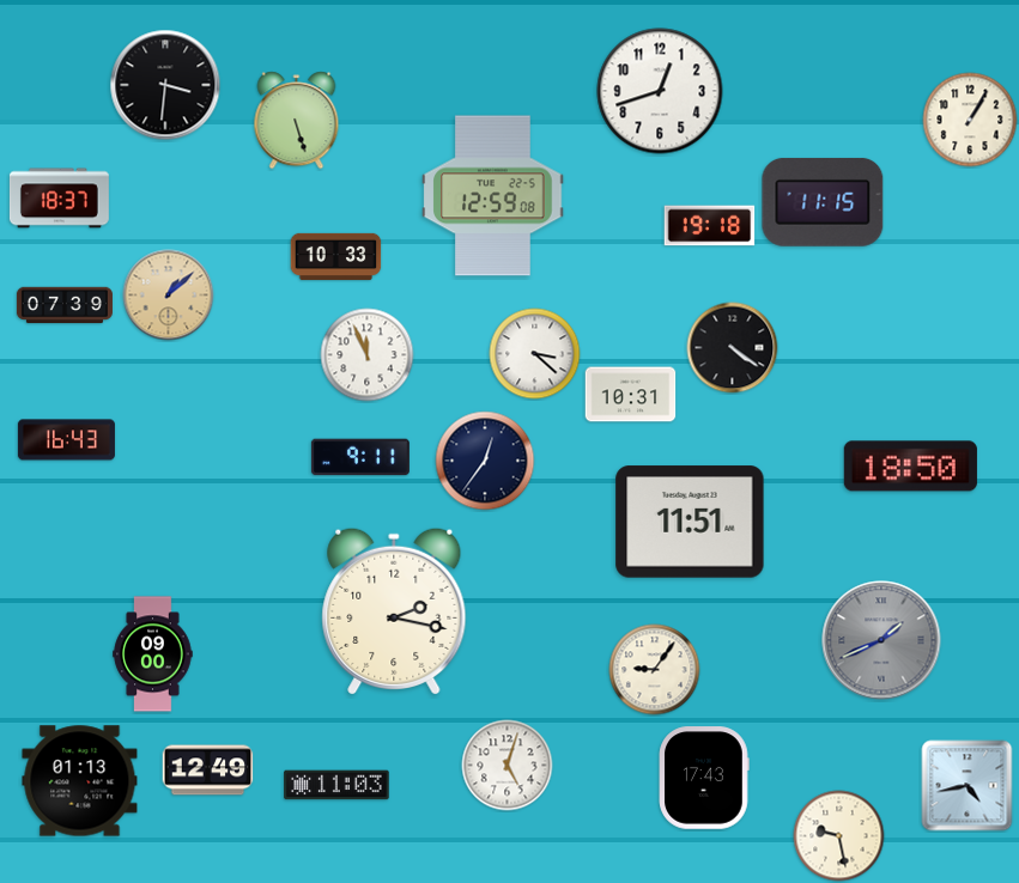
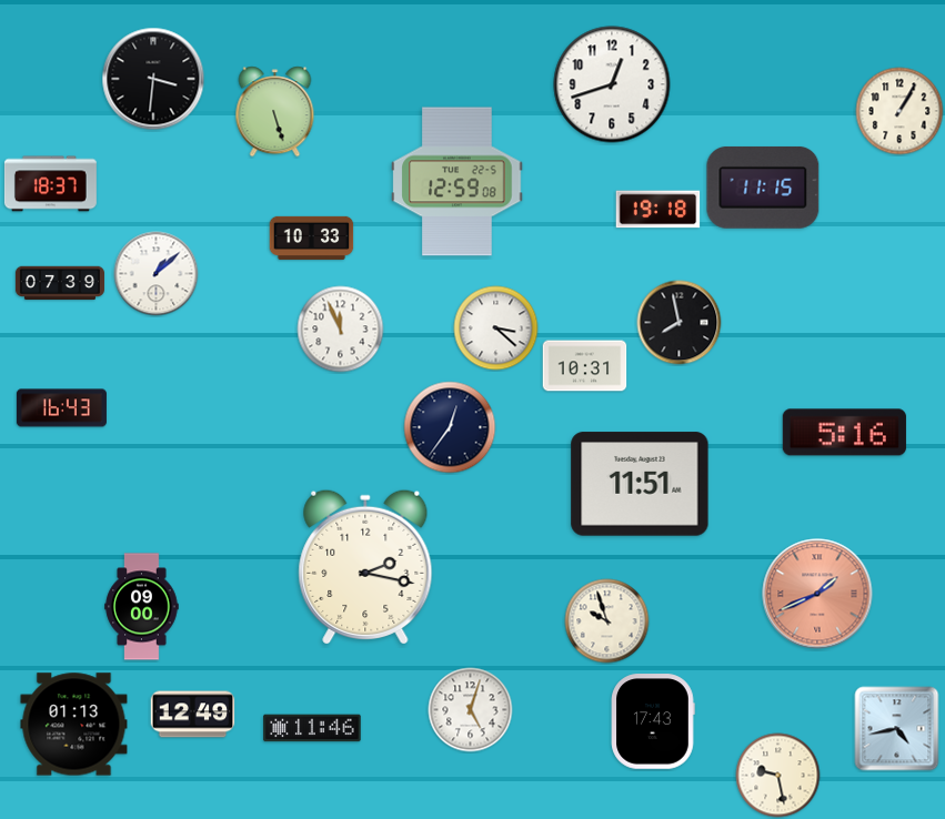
clock at (59, 199) position: (59, 199) -> (50, 184)
clock at (169, 296) dial: champagne -> white
clock at (733, 348): 4:21 -> 7:58
clock at (360, 457): 9:11 -> none
clock at (910, 467): 18:50 -> 5:16
clock at (881, 640) dial: grey -> salmon
clock at (655, 670): 9:06 -> 9:57
clock at (336, 785): 11:03 -> 11:46
